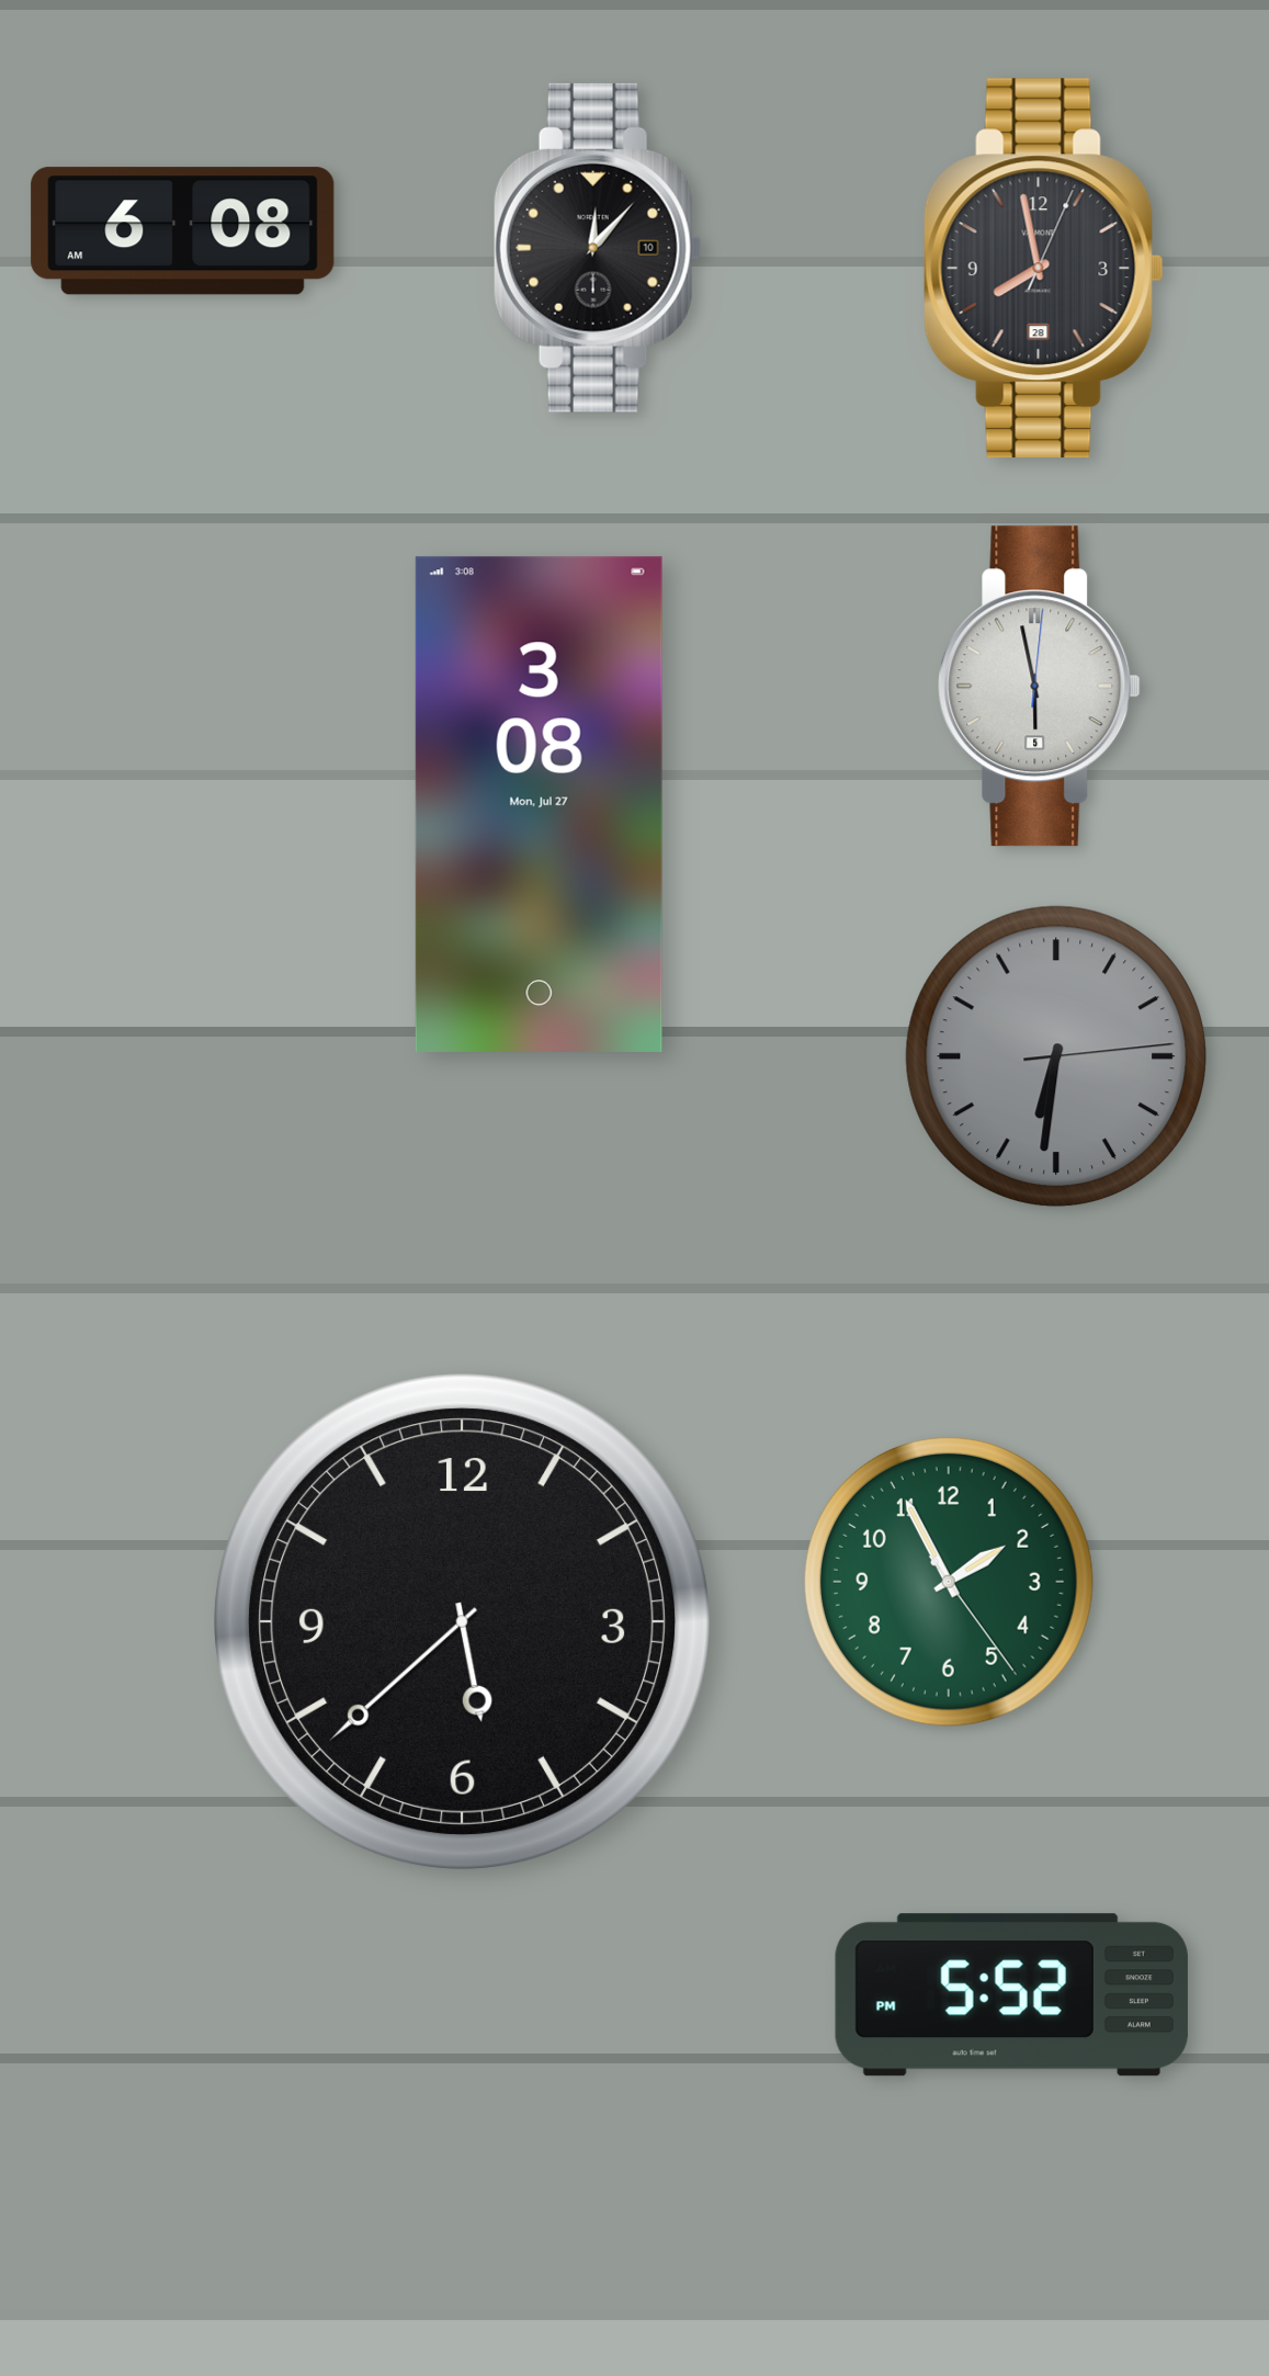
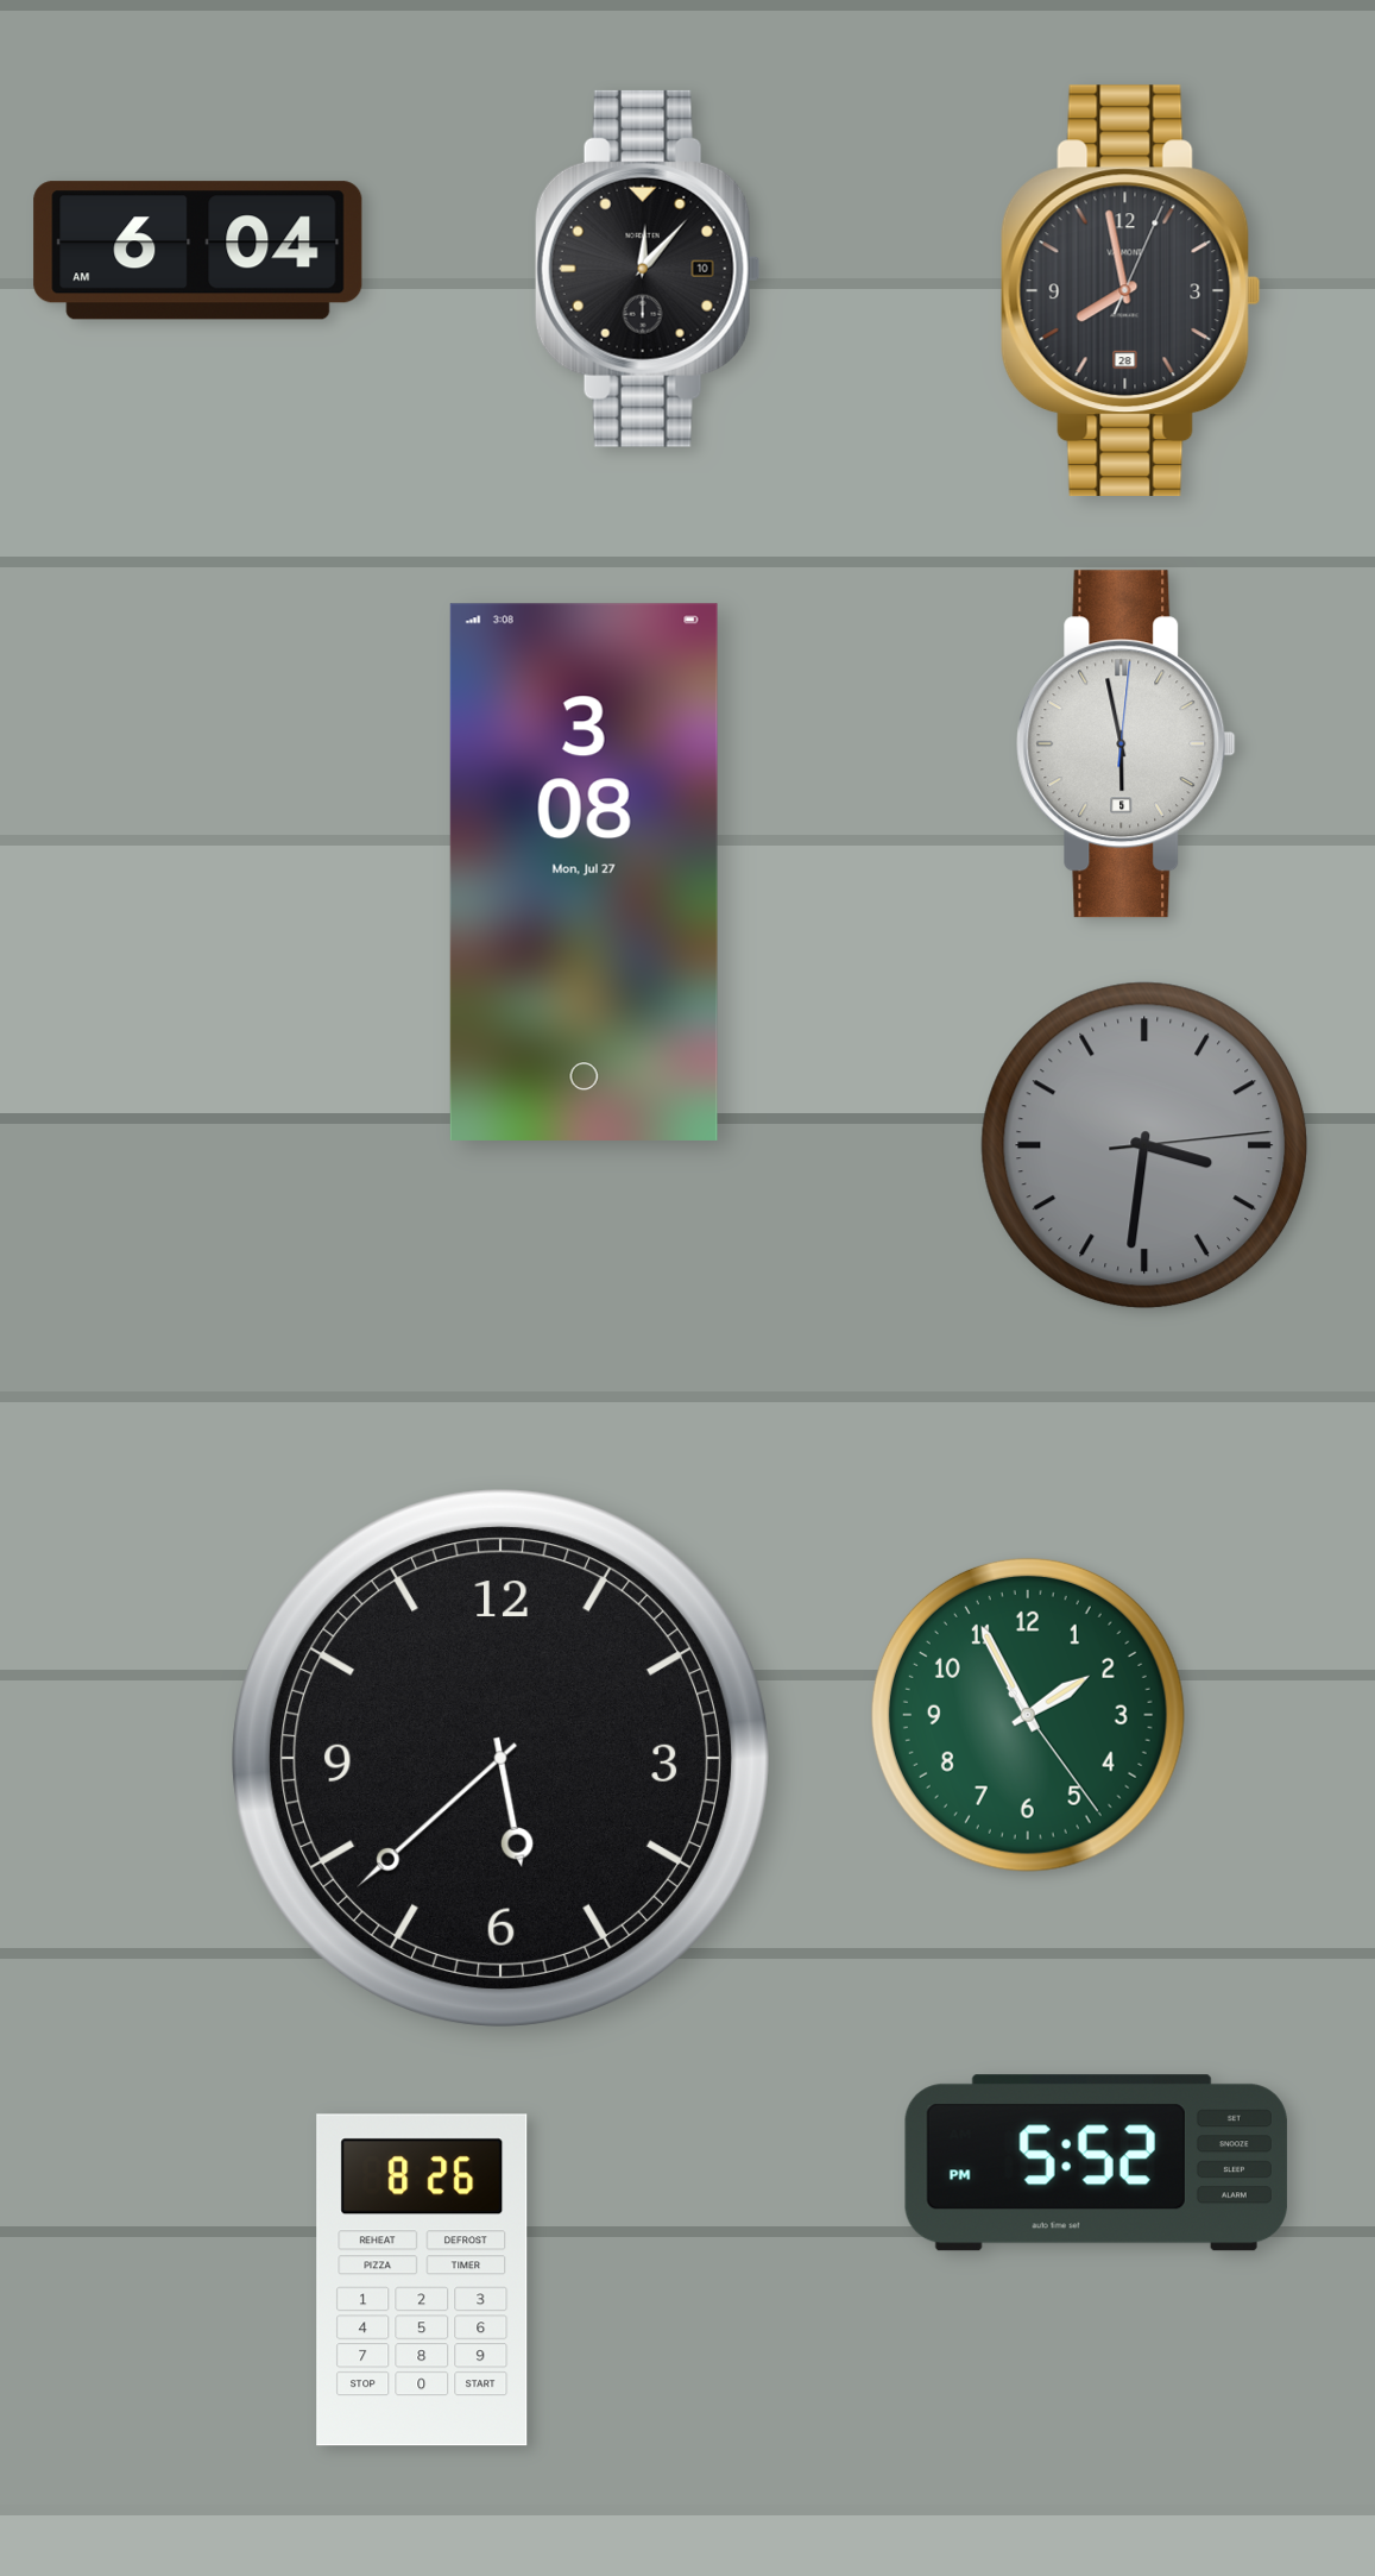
clock at (183, 231): 6:08 -> 6:04
clock at (1056, 1056): 6:31 -> 3:31
clock at (422, 2280): none -> 8:26
